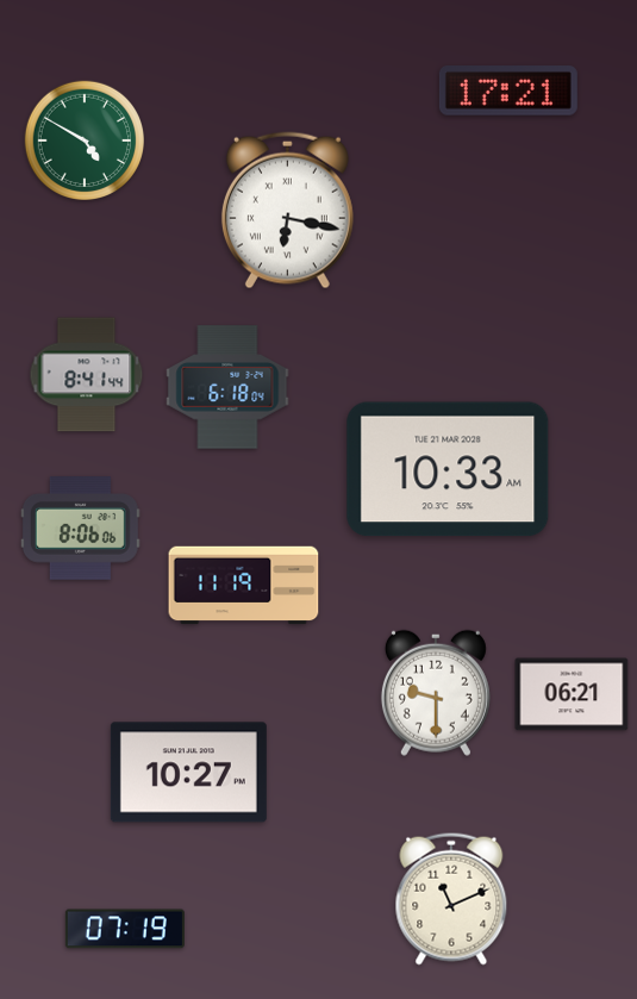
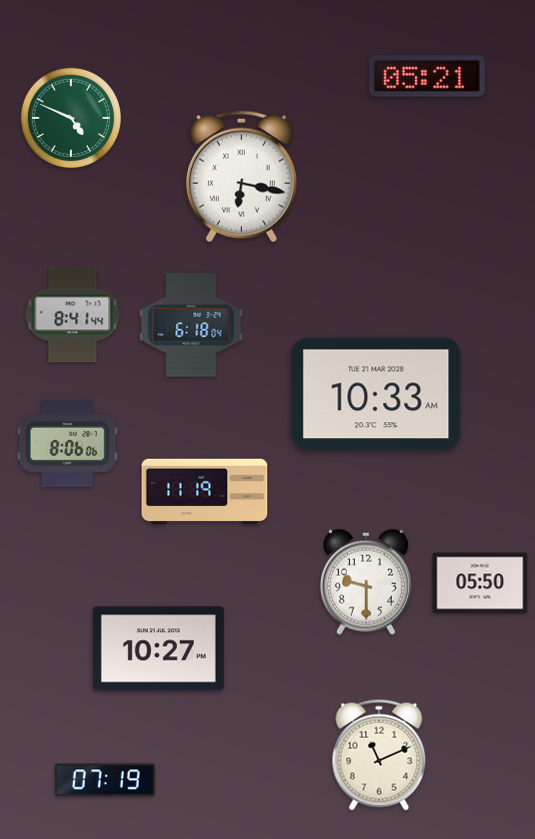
clock at (508, 90): 17:21 -> 05:21
clock at (83, 139): 4:50 -> 4:49
clock at (572, 694): 06:21 -> 05:50
